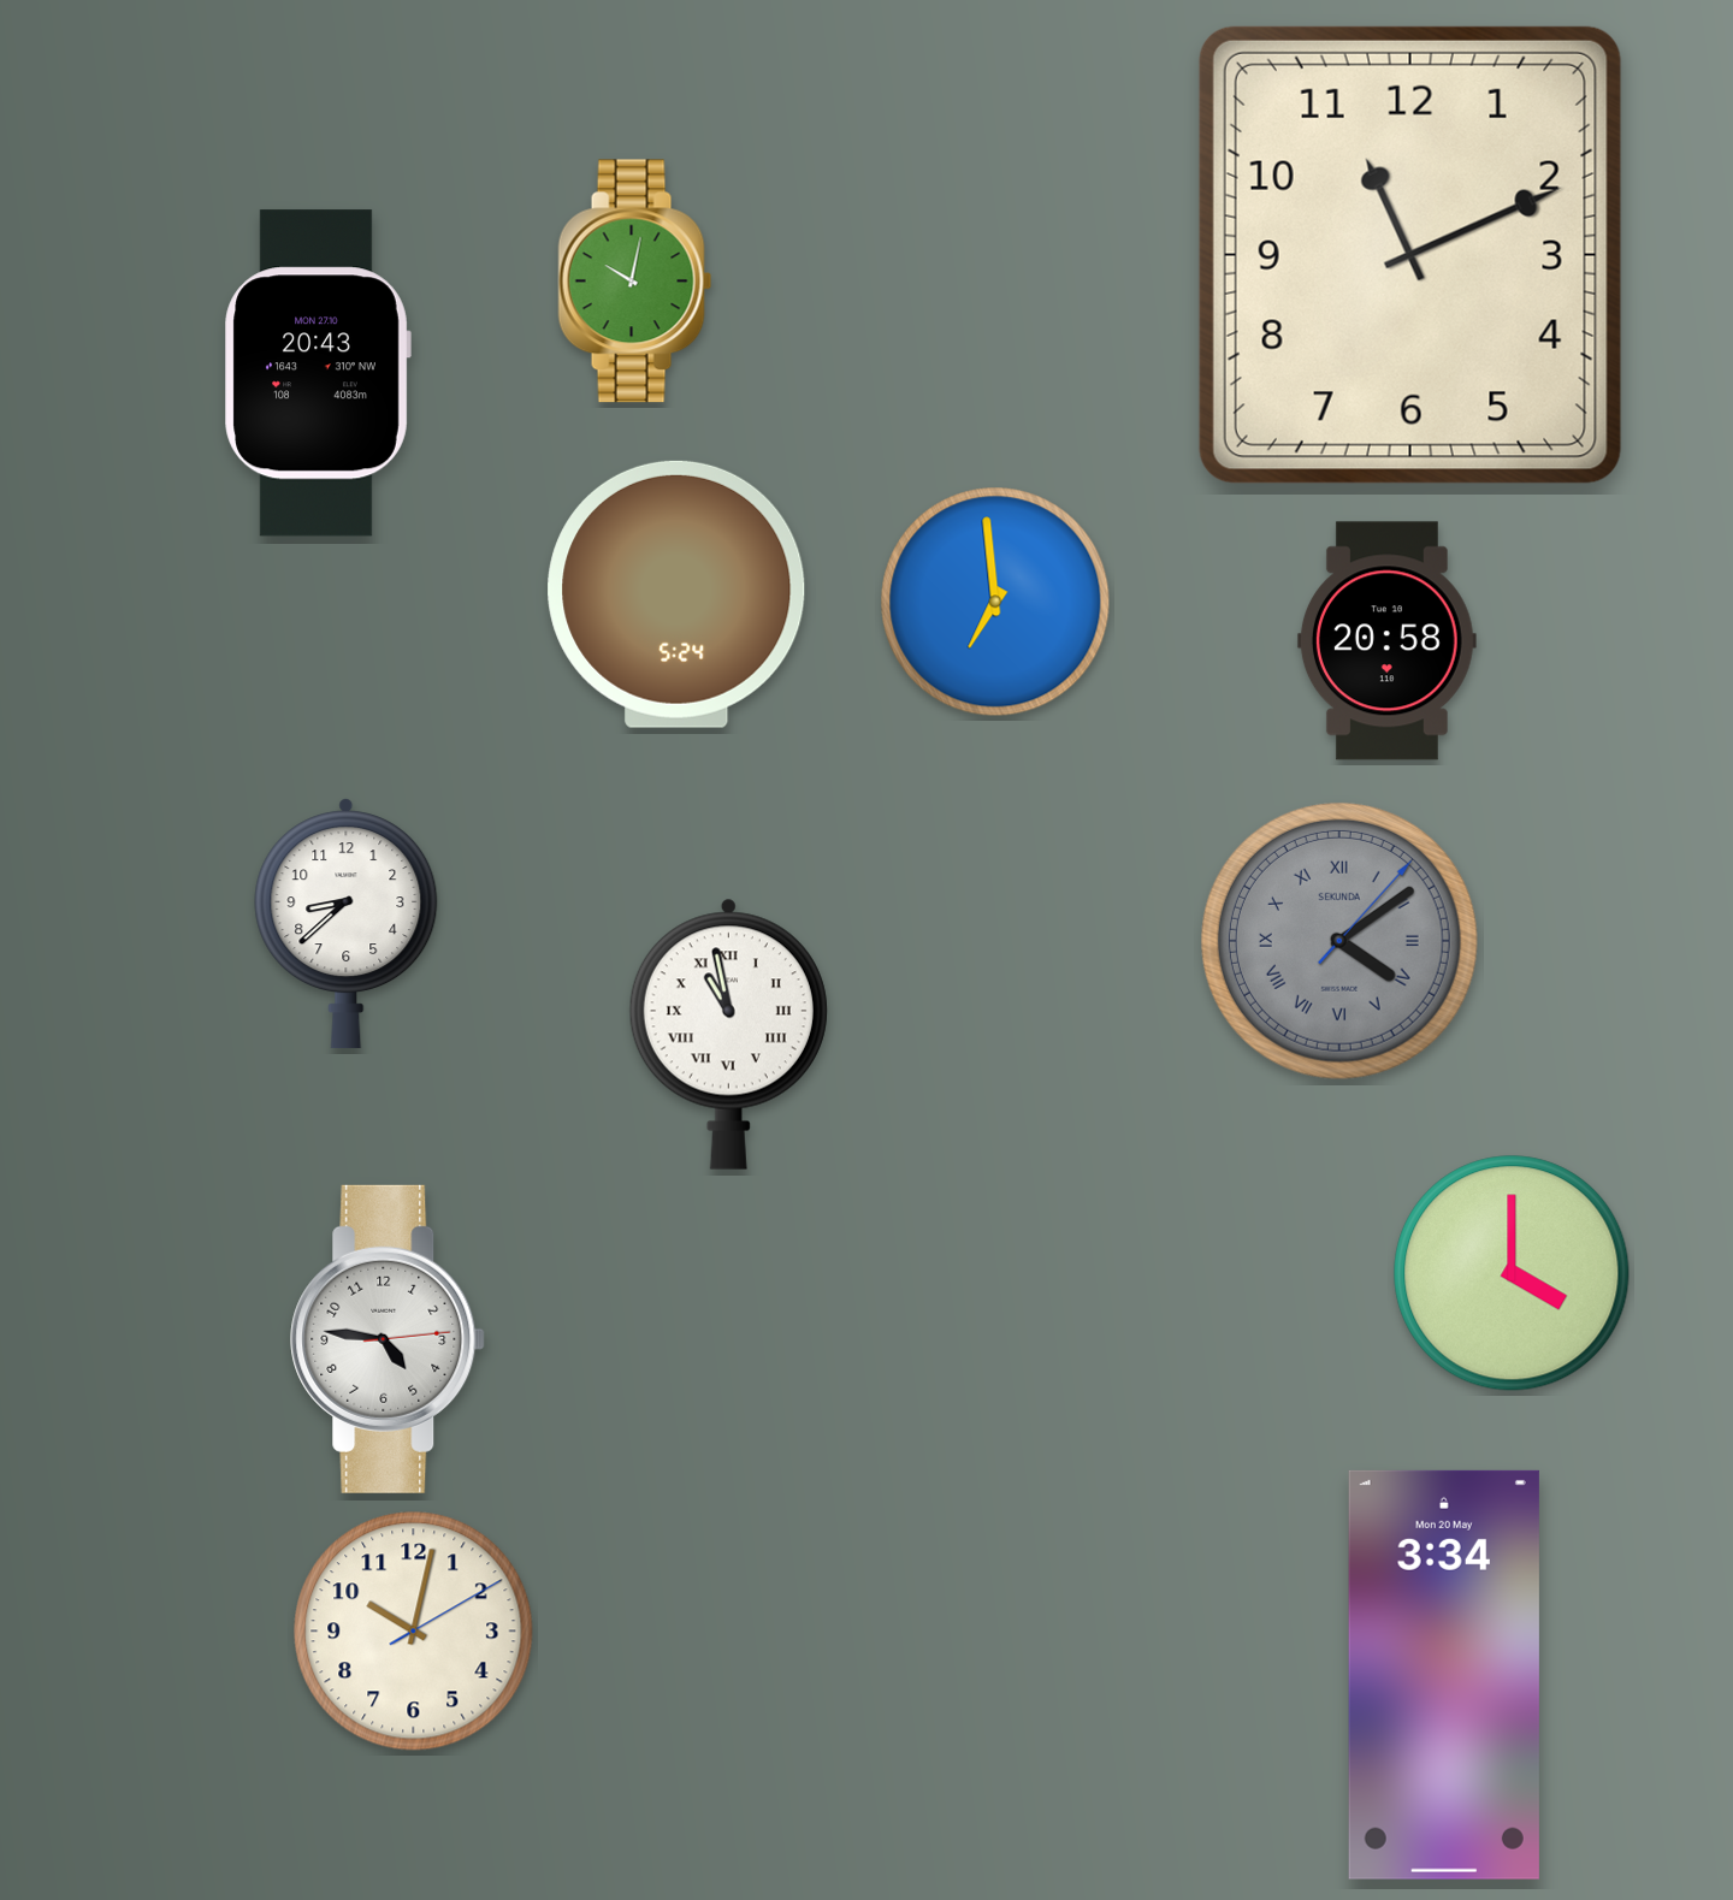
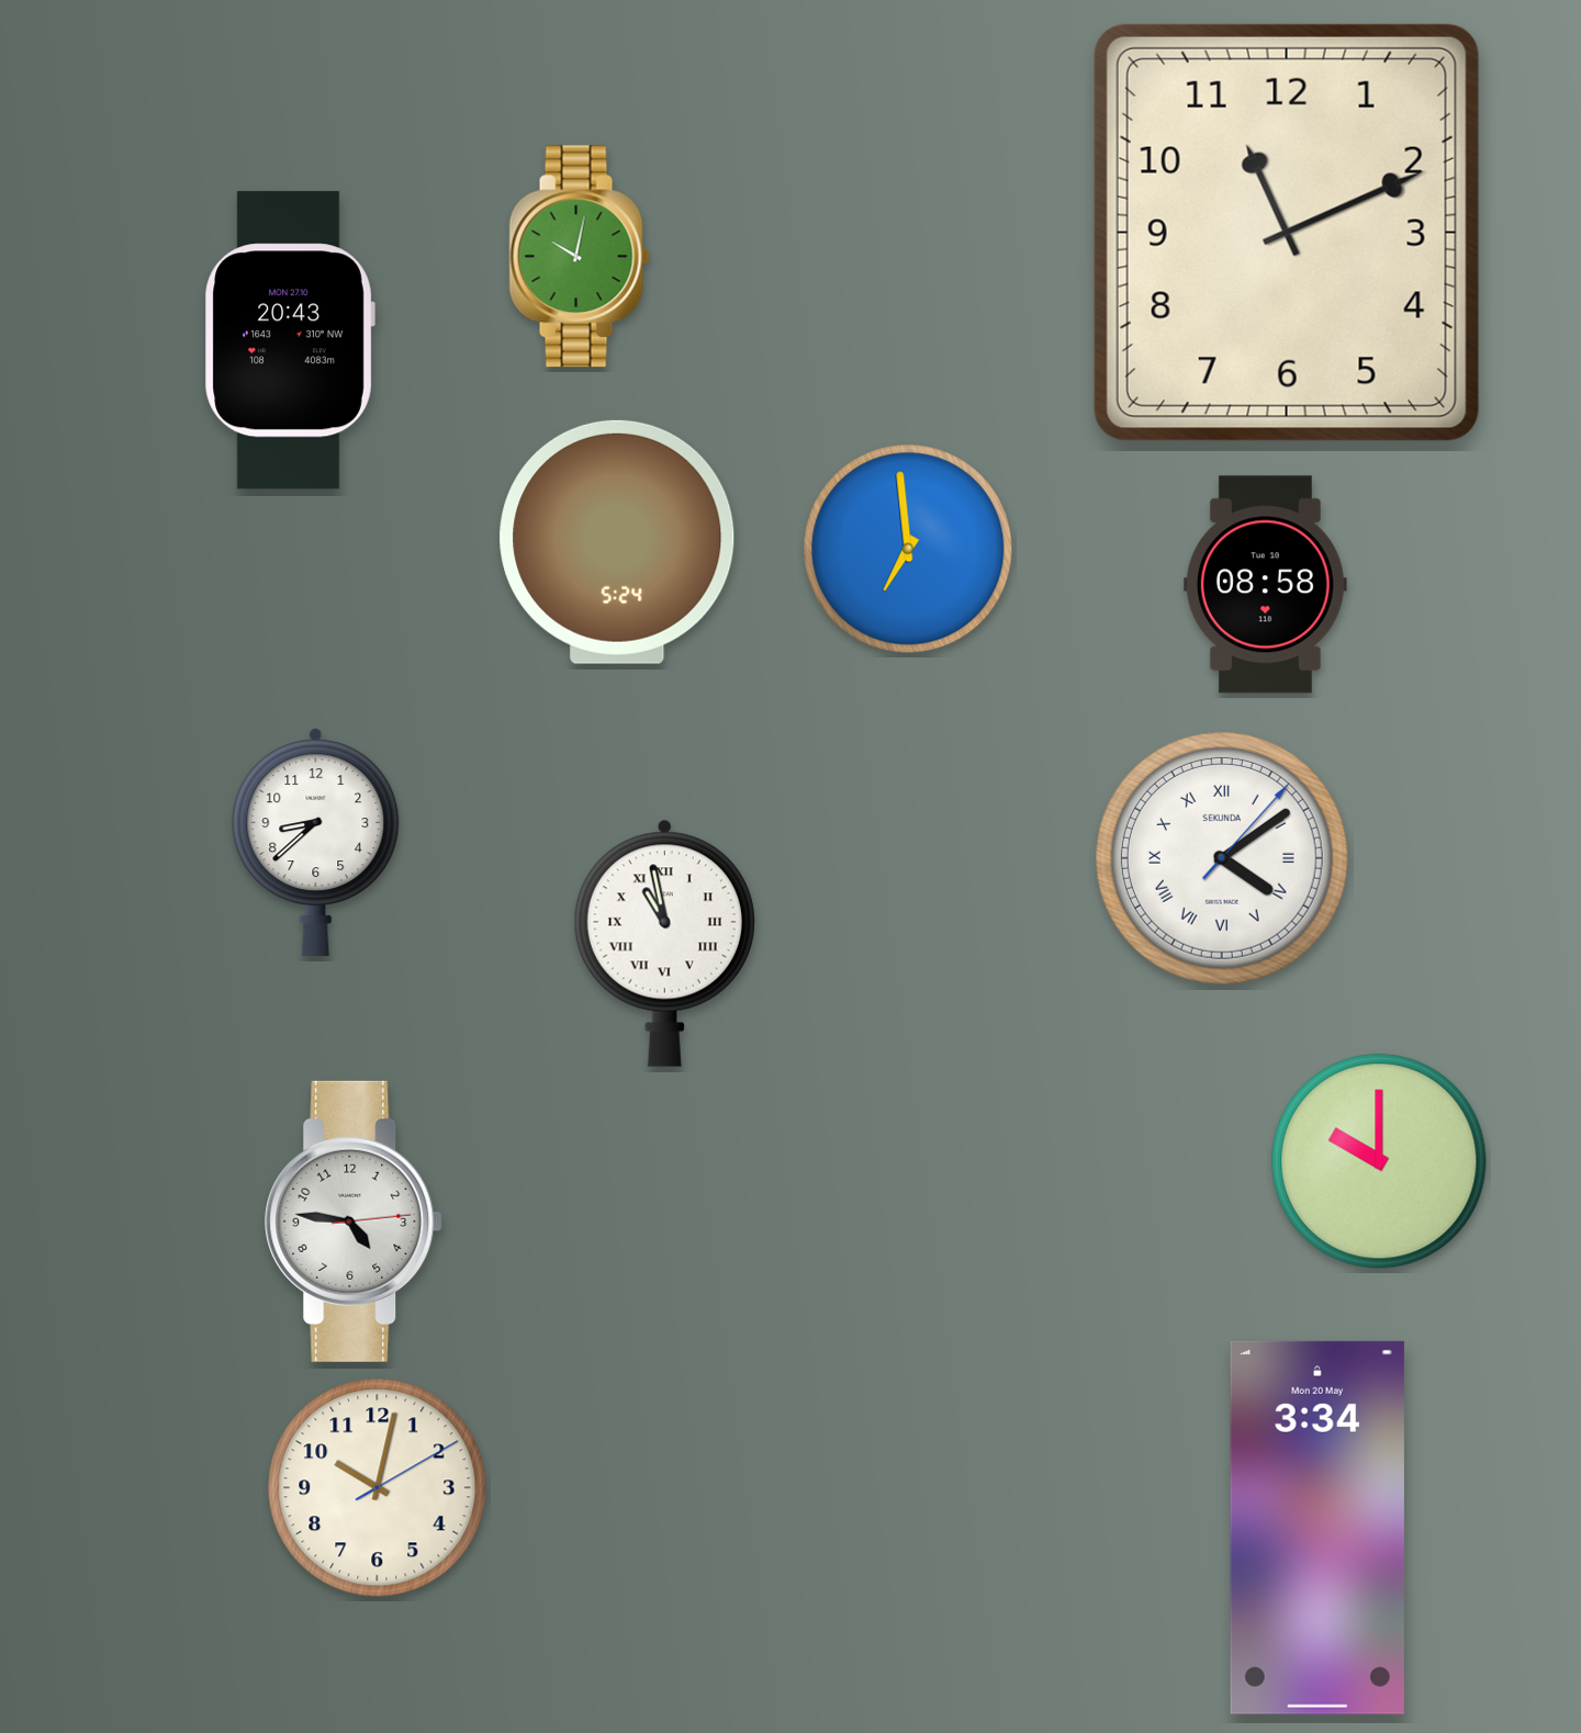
clock at (1386, 641): 20:58 -> 08:58
clock at (1339, 941) dial: grey -> white
clock at (1512, 1273): 4:00 -> 10:00
